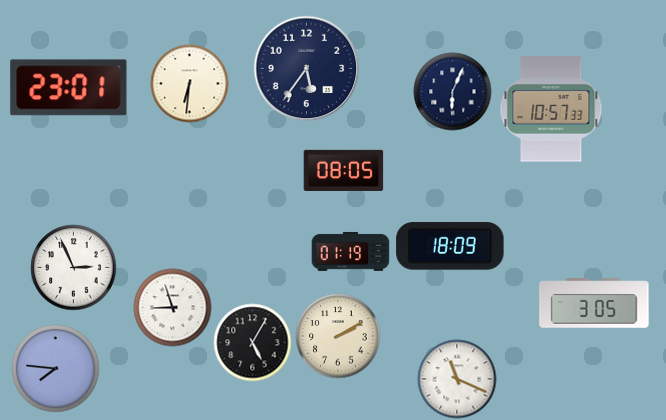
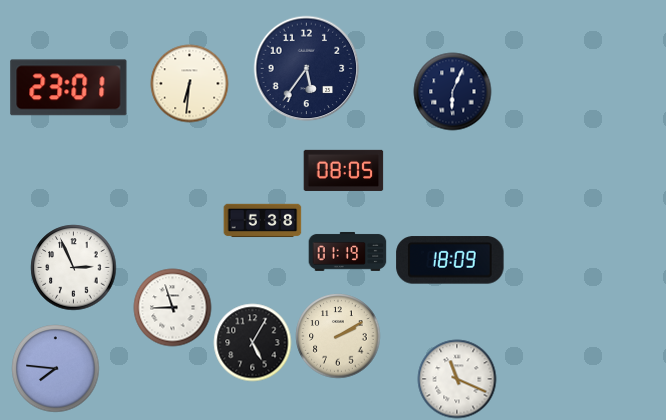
clock at (551, 109): 10:57 -> none
clock at (262, 221): none -> 5:38
clock at (450, 246) position: (450, 246) -> (450, 260)
clock at (350, 252) position: (350, 252) -> (347, 252)
clock at (594, 303): 3:05 -> none
